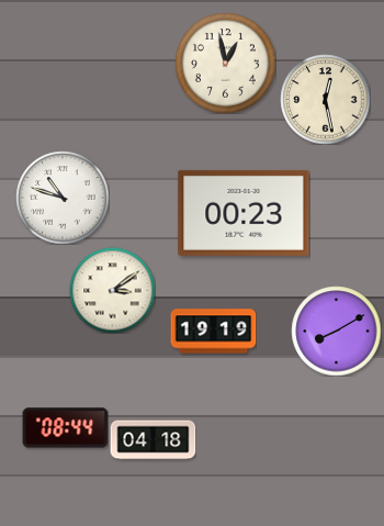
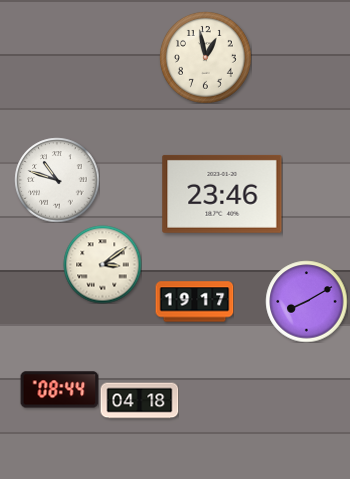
clock at (325, 99): 12:28 -> none
clock at (244, 213): 00:23 -> 23:46
clock at (213, 332): 19:19 -> 19:17
